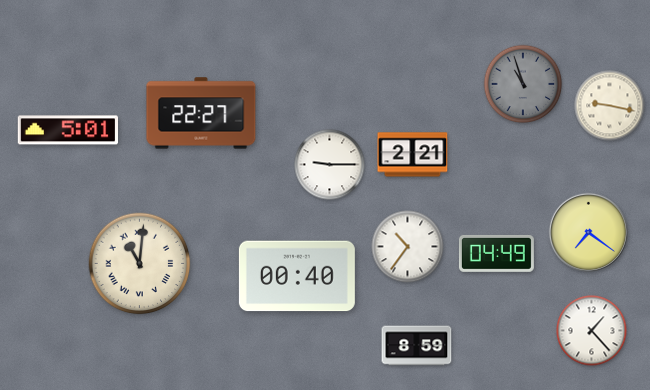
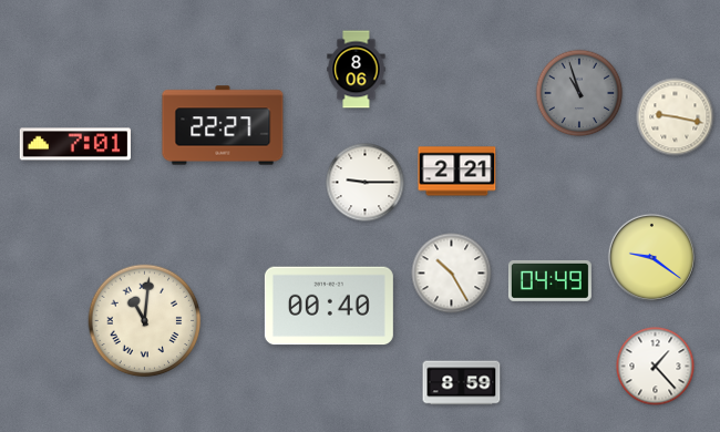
clock at (357, 70): none -> 8:06
clock at (67, 130): 5:01 -> 7:01
clock at (588, 232): 7:21 -> 9:21
clock at (408, 247): 10:36 -> 10:25
clock at (140, 264) position: (140, 264) -> (145, 321)
